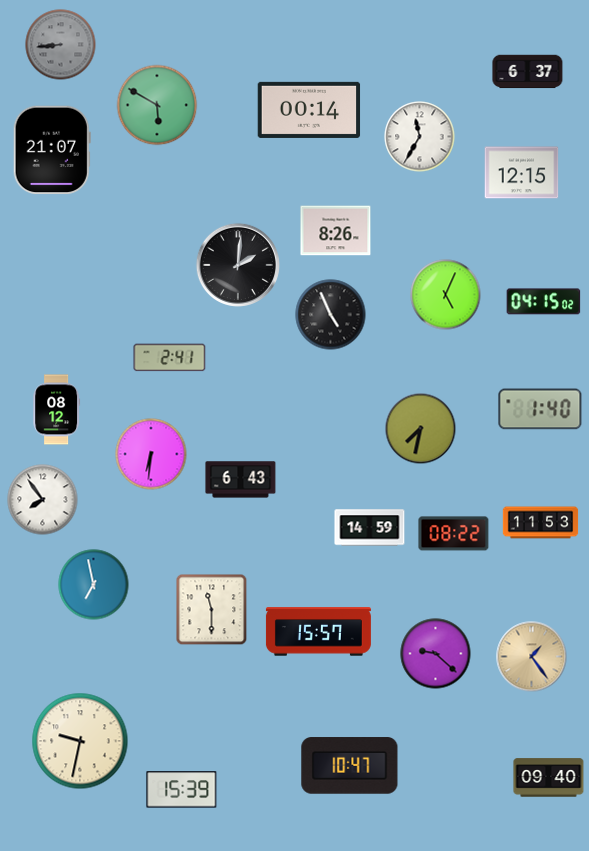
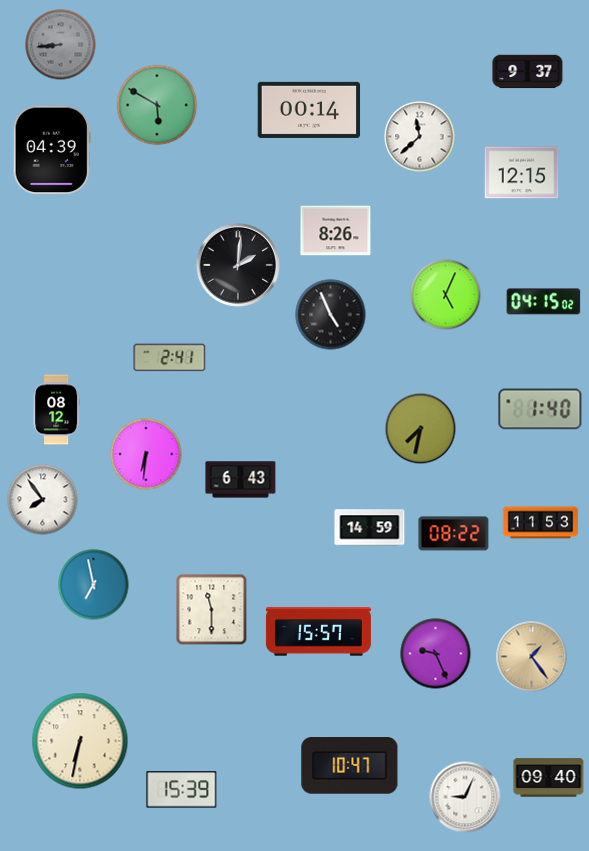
clock at (528, 72): 6:37 -> 9:37
clock at (420, 137): 11:35 -> 11:38
clock at (52, 150): 21:07 -> 04:39
clock at (151, 454) position: (151, 454) -> (146, 454)
clock at (436, 654): 9:22 -> 9:26
clock at (80, 741): 9:32 -> 6:32
clock at (465, 797): none -> 9:04
